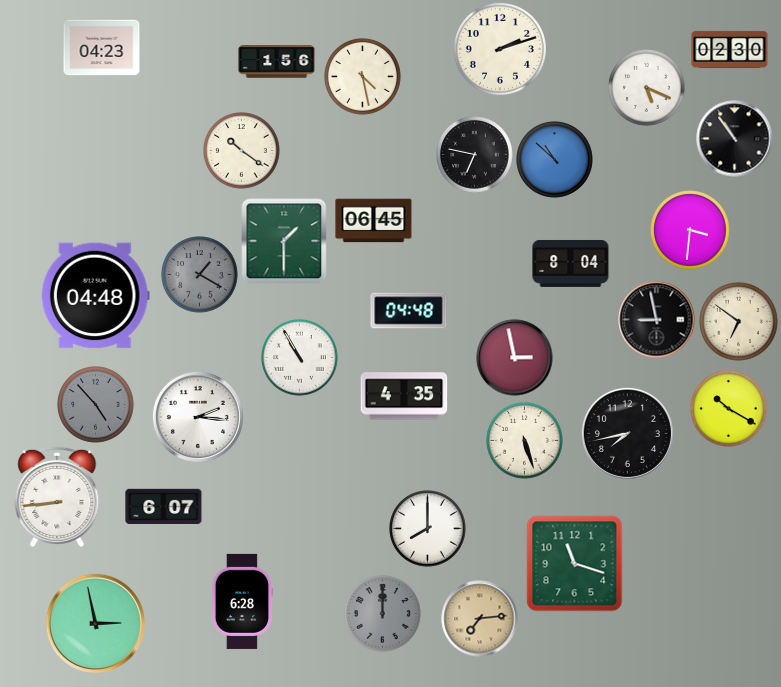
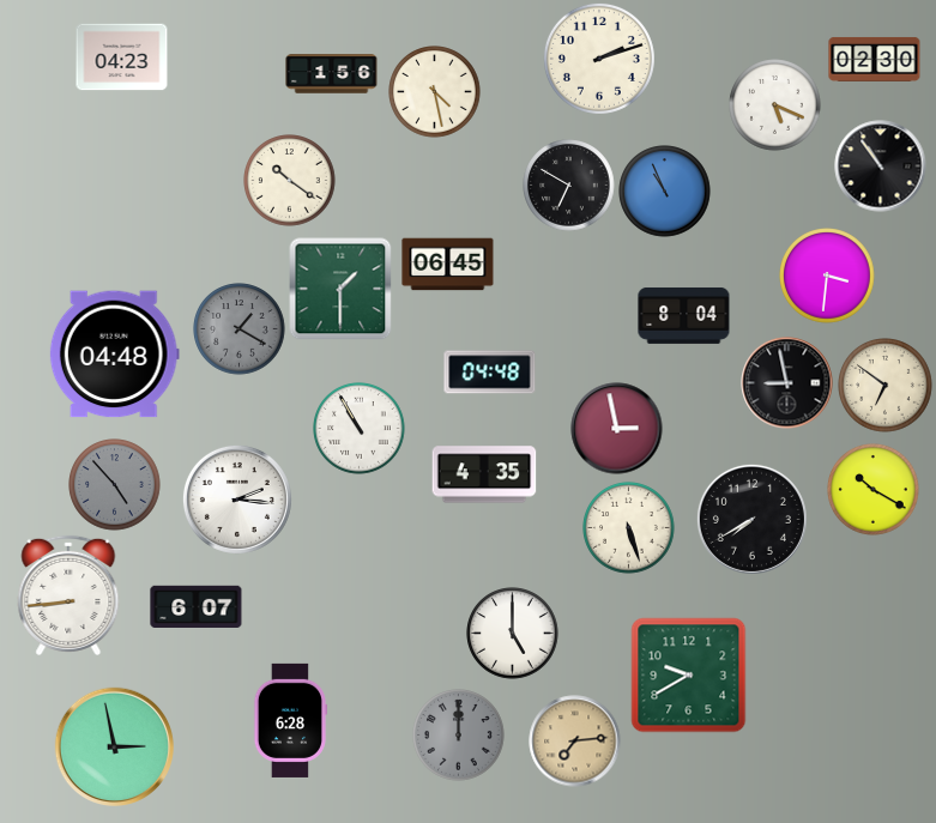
clock at (475, 155): 6:47 -> 6:50
clock at (555, 160): 10:52 -> 10:56
clock at (627, 433): 7:43 -> 7:40
clock at (428, 529): 8:00 -> 5:00
clock at (575, 564): 11:18 -> 9:40
